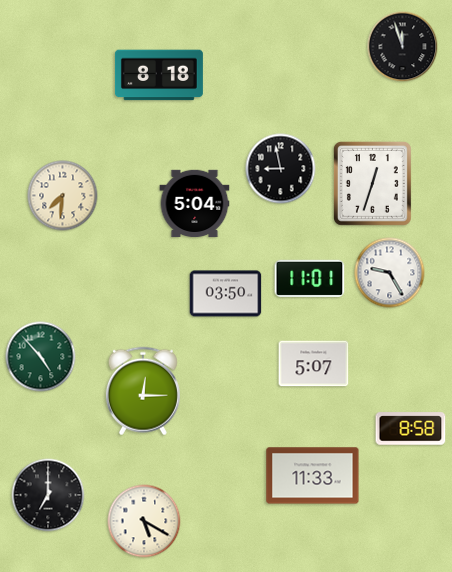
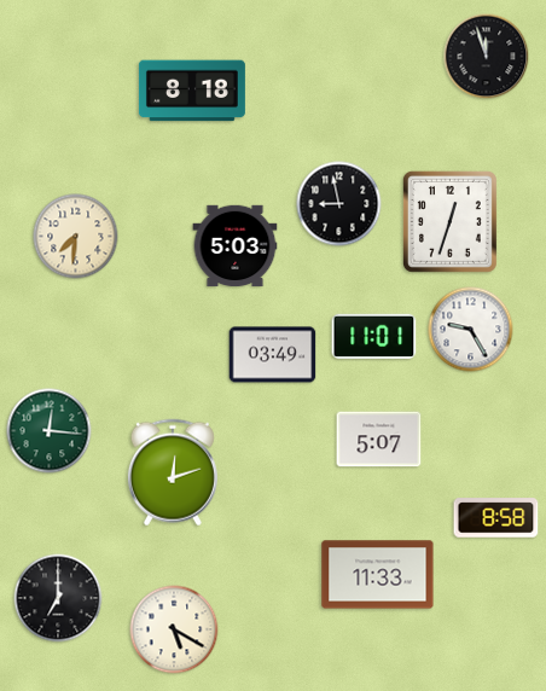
clock at (195, 204): 5:04 -> 5:03
clock at (226, 294): 03:50 -> 03:49
clock at (41, 357): 4:53 -> 12:16
clock at (143, 391): 12:15 -> 12:12
